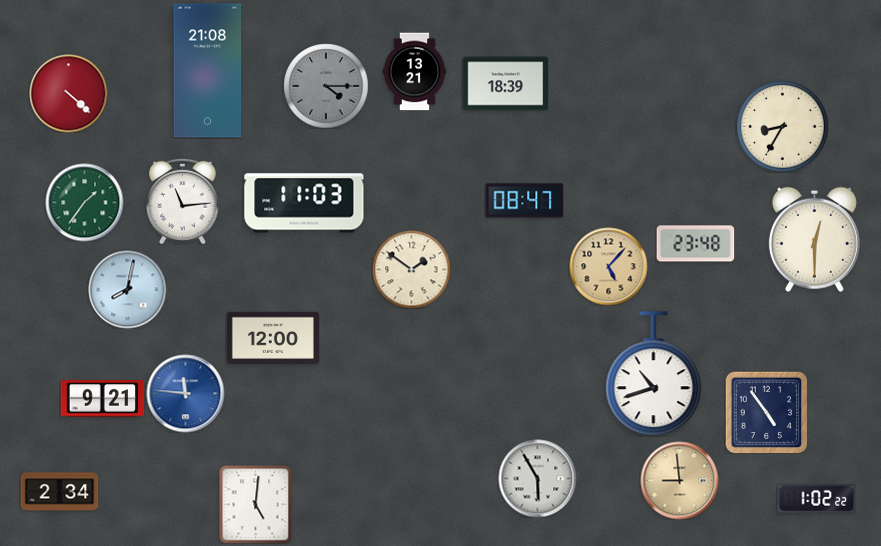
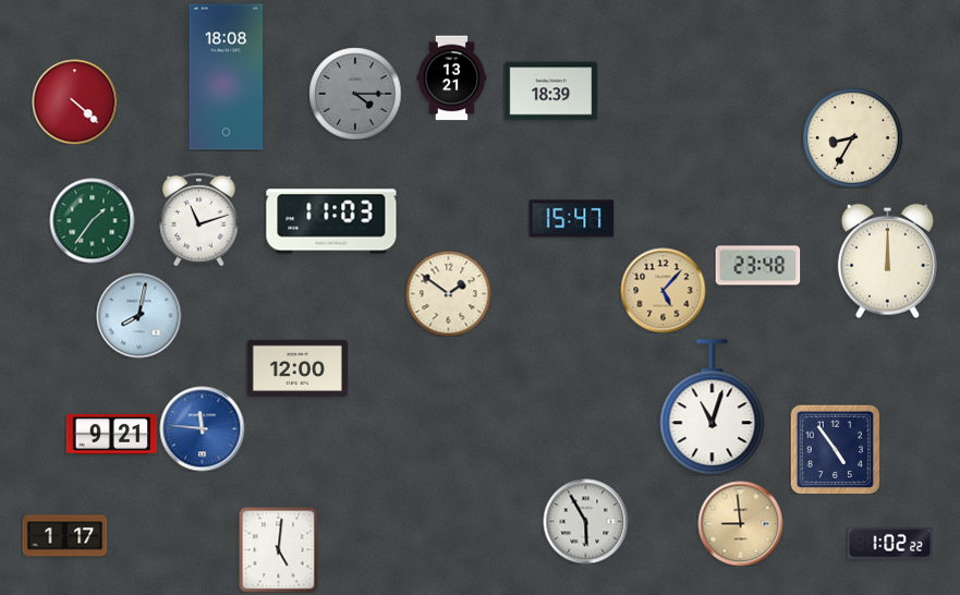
clock at (208, 71): 21:08 -> 18:08
clock at (183, 201): 11:14 -> 11:12
clock at (524, 201): 08:47 -> 15:47
clock at (814, 239): 12:30 -> 12:00
clock at (654, 374): 10:42 -> 11:03
clock at (59, 492): 2:34 -> 1:17
